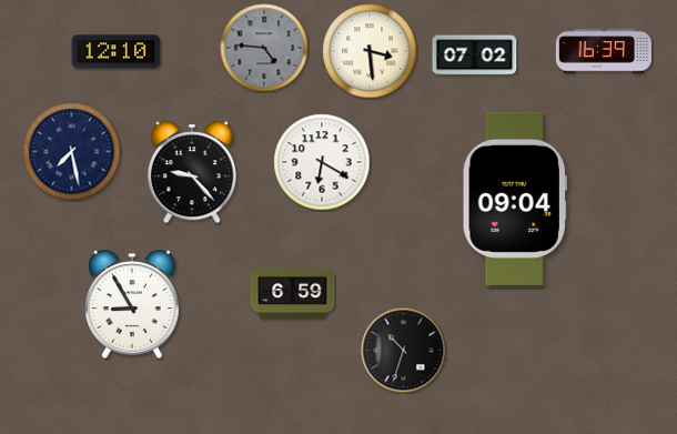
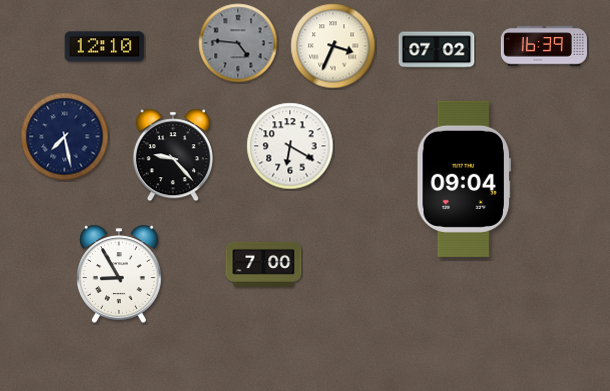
clock at (370, 51): 3:29 -> 3:34
clock at (475, 55) position: (475, 55) -> (437, 50)
clock at (293, 293): 6:59 -> 7:00
clock at (404, 351): 10:33 -> none
